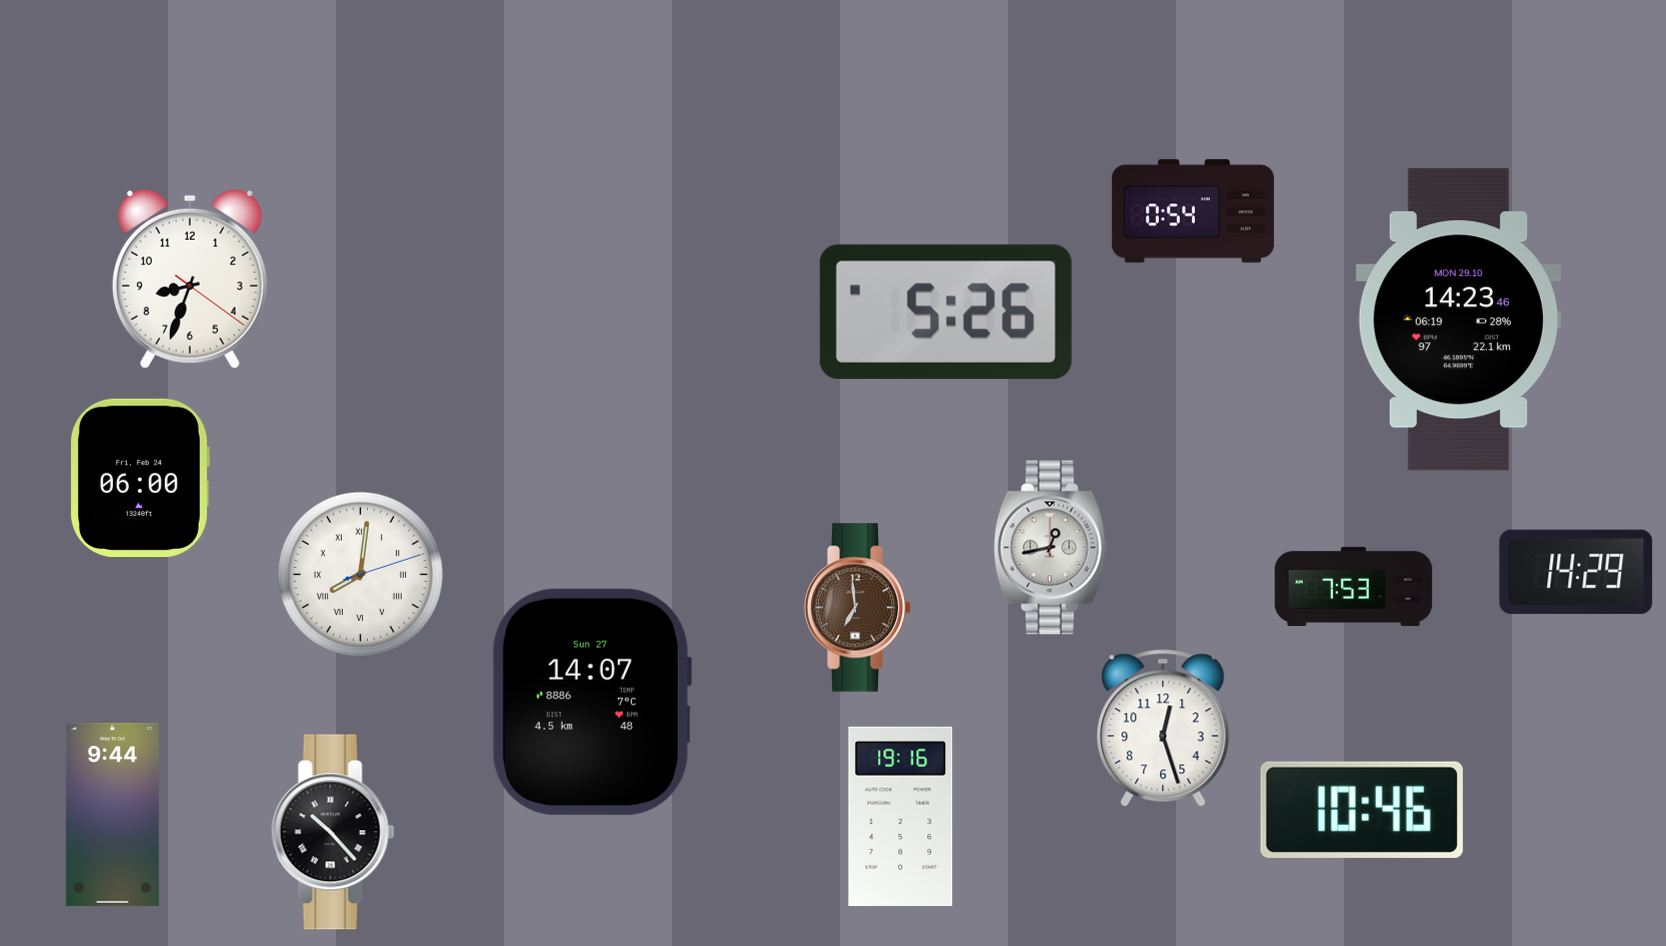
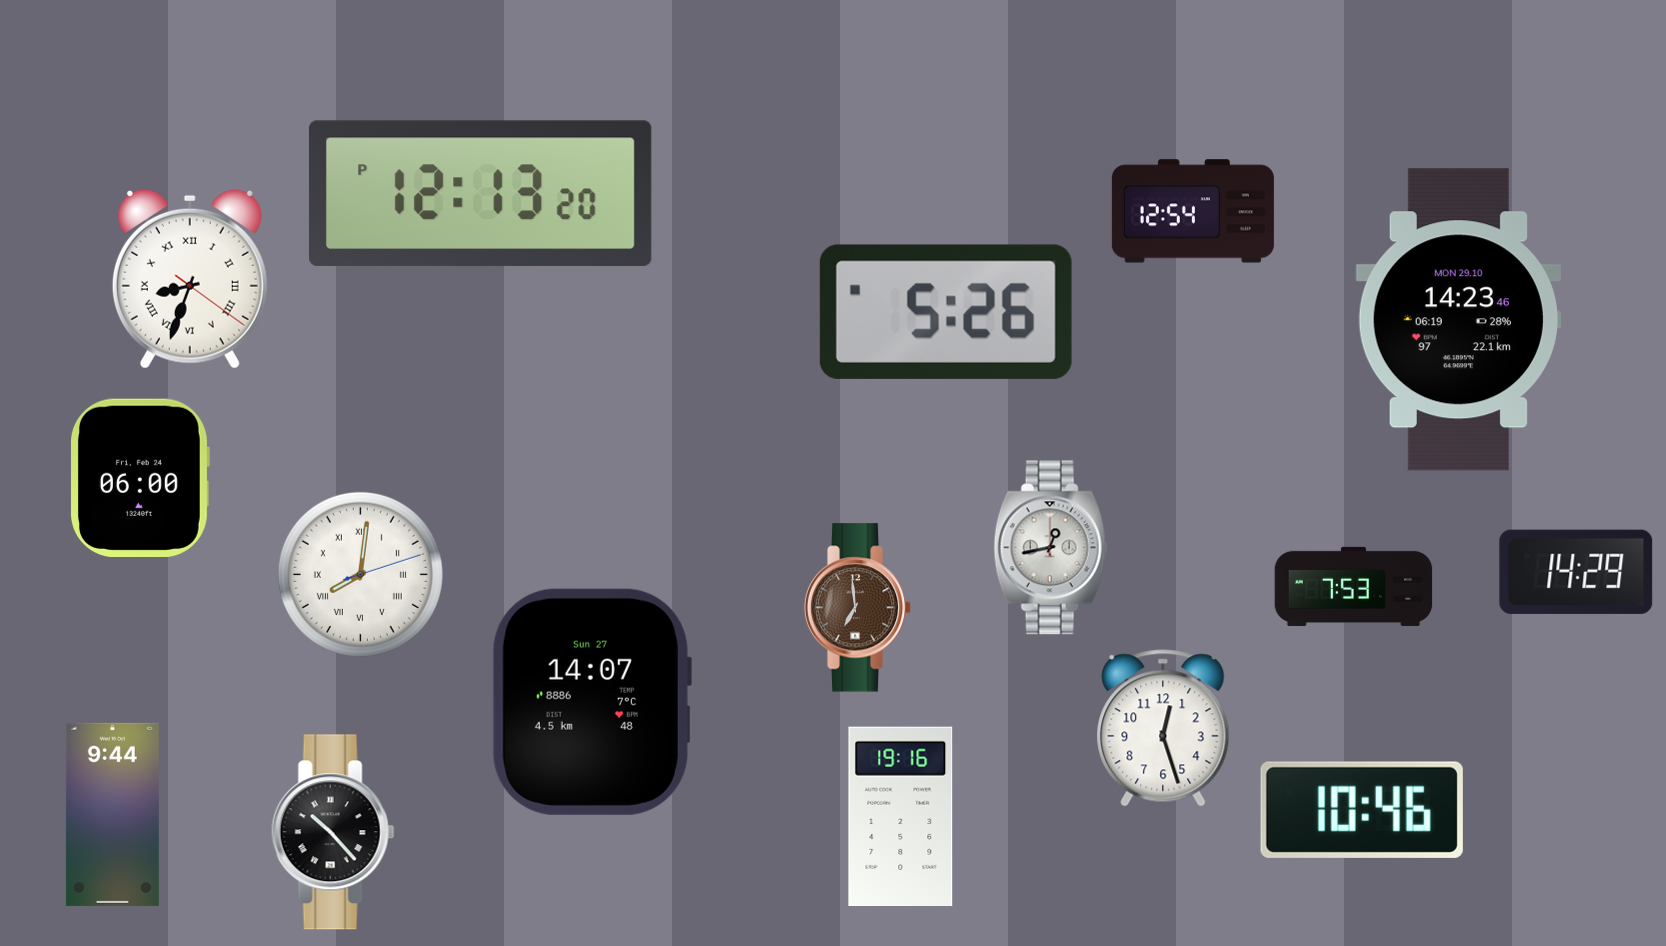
clock at (480, 193): none -> 12:13
clock at (1193, 211): 0:54 -> 12:54
clock at (190, 279) numerals: Arabic -> Roman
